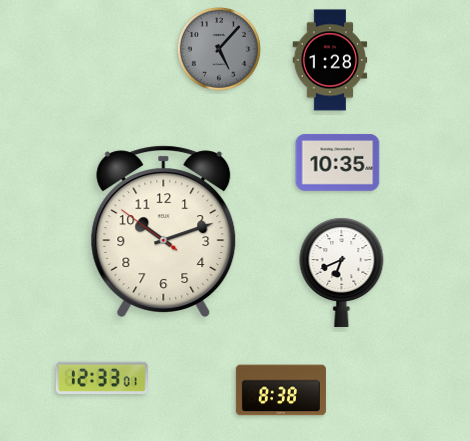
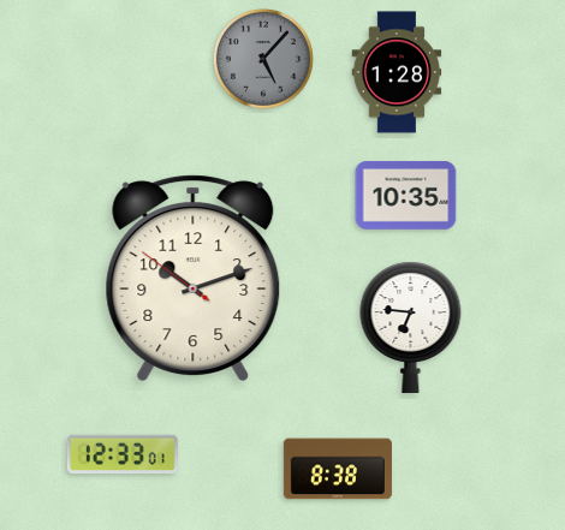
clock at (164, 231) position: (164, 231) -> (194, 278)
clock at (342, 273): 6:41 -> 6:46
